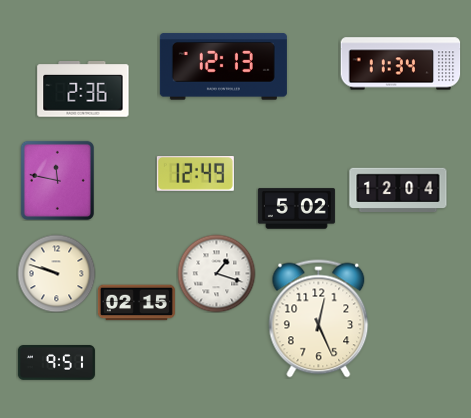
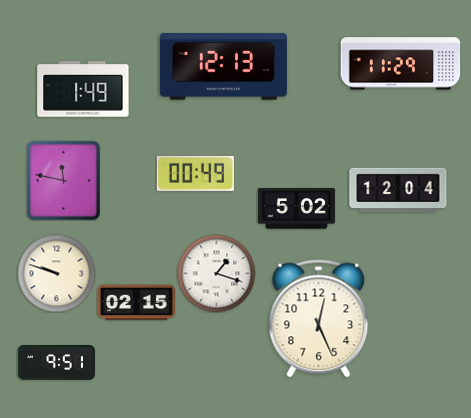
clock at (401, 64): 11:34 -> 11:29
clock at (83, 89): 2:36 -> 1:49
clock at (195, 174): 12:49 -> 00:49
clock at (57, 180) position: (57, 180) -> (63, 180)
